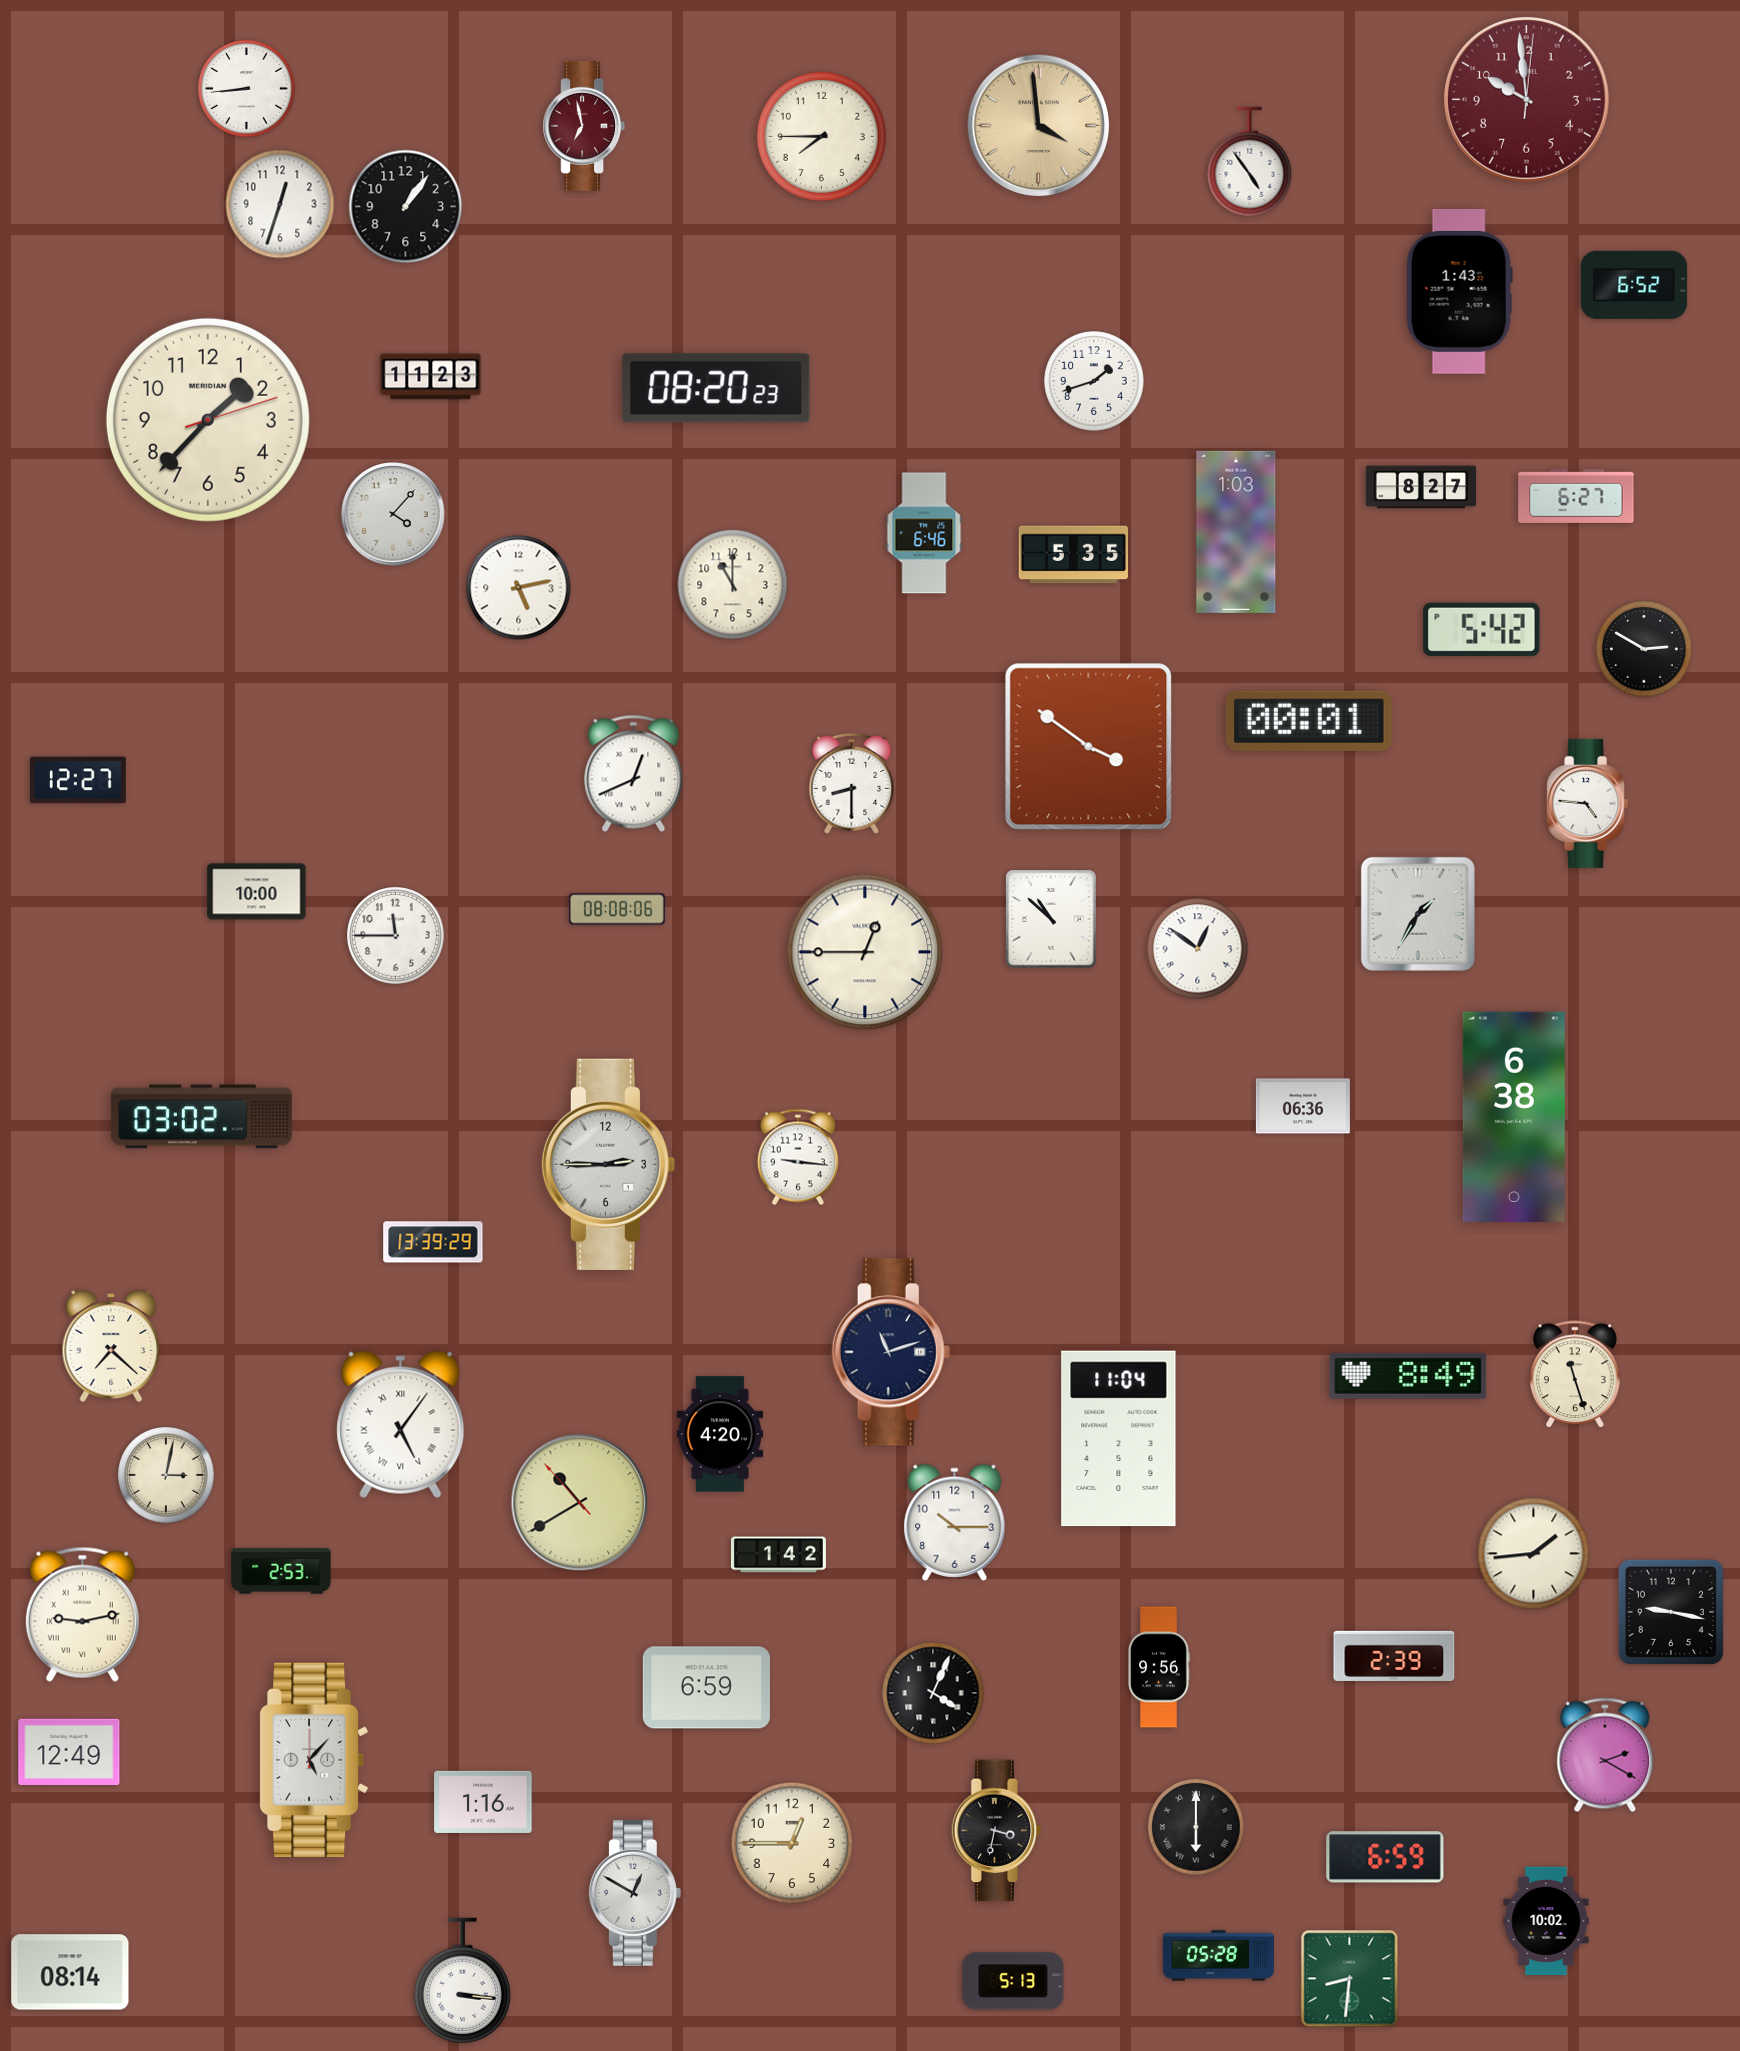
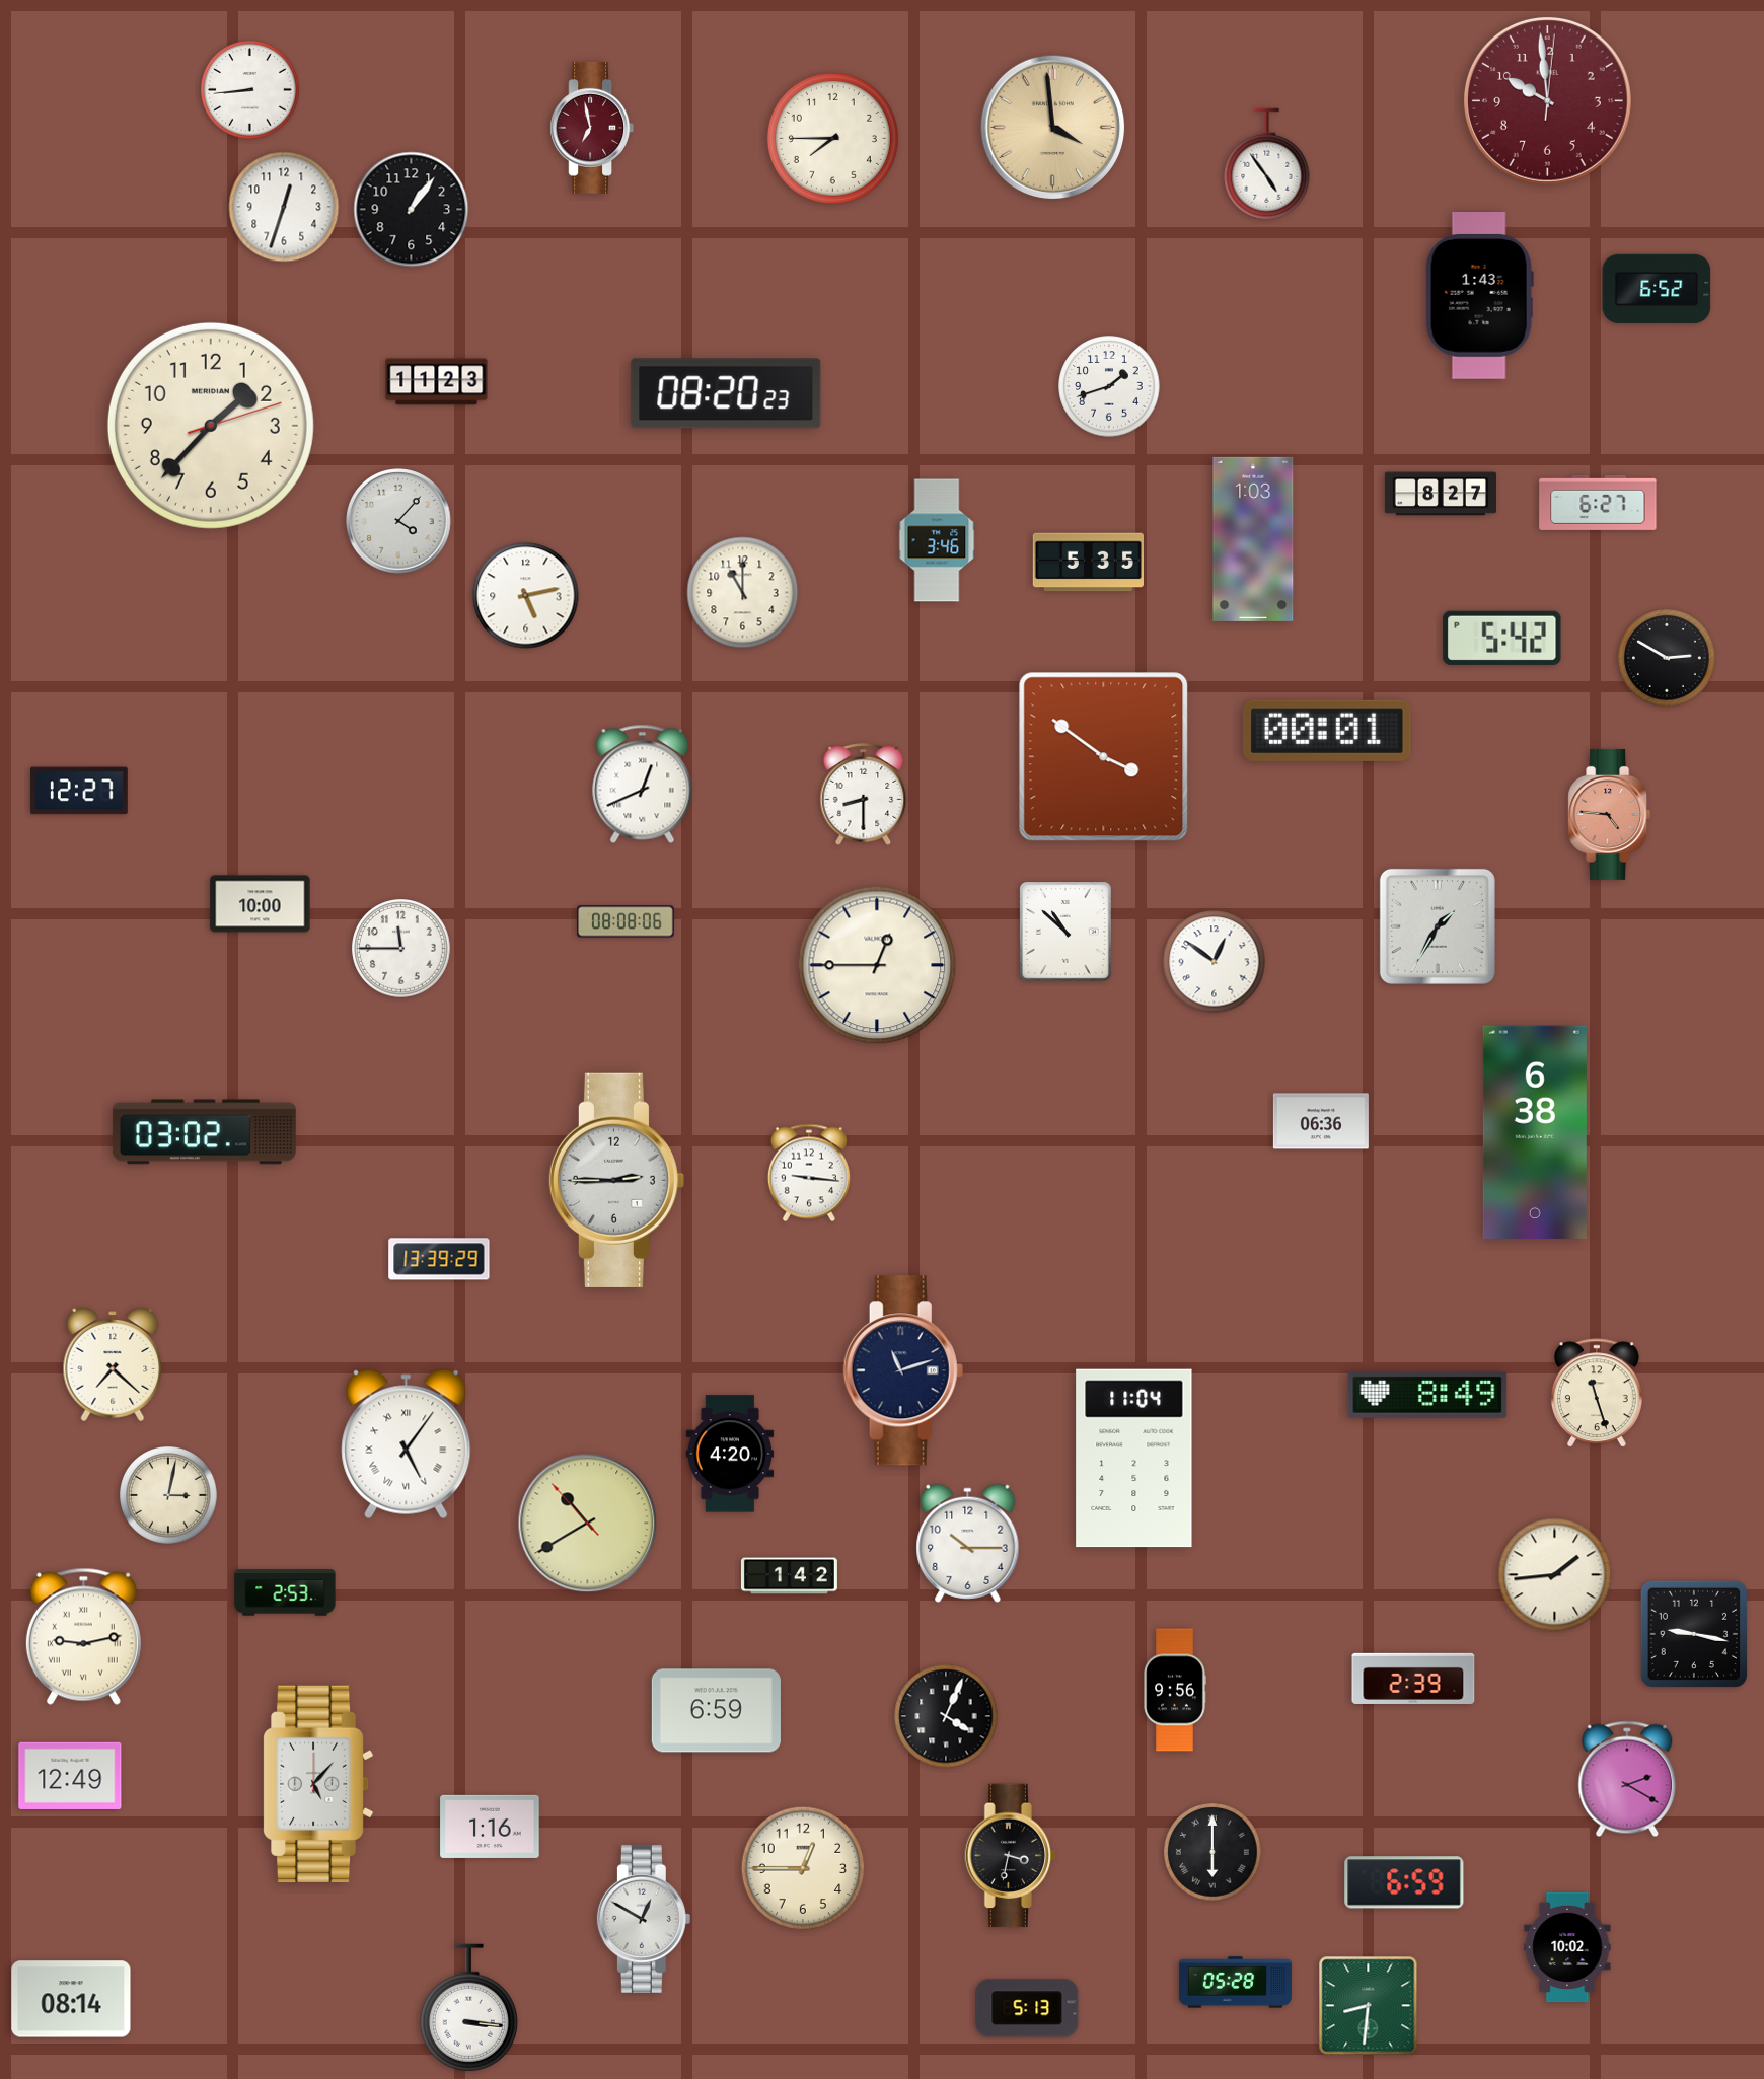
clock at (924, 533): 6:46 -> 3:46
clock at (1588, 803) dial: white -> salmon
